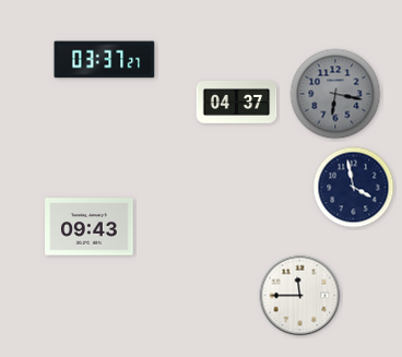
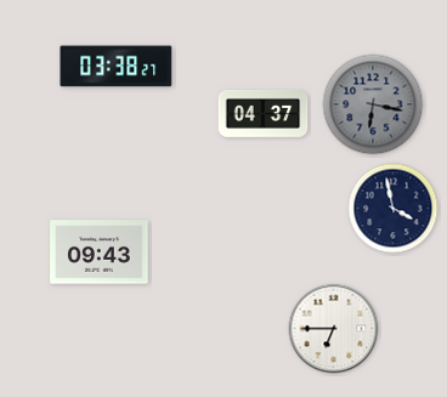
clock at (105, 60): 03:37 -> 03:38
clock at (300, 296): 11:45 -> 6:45
